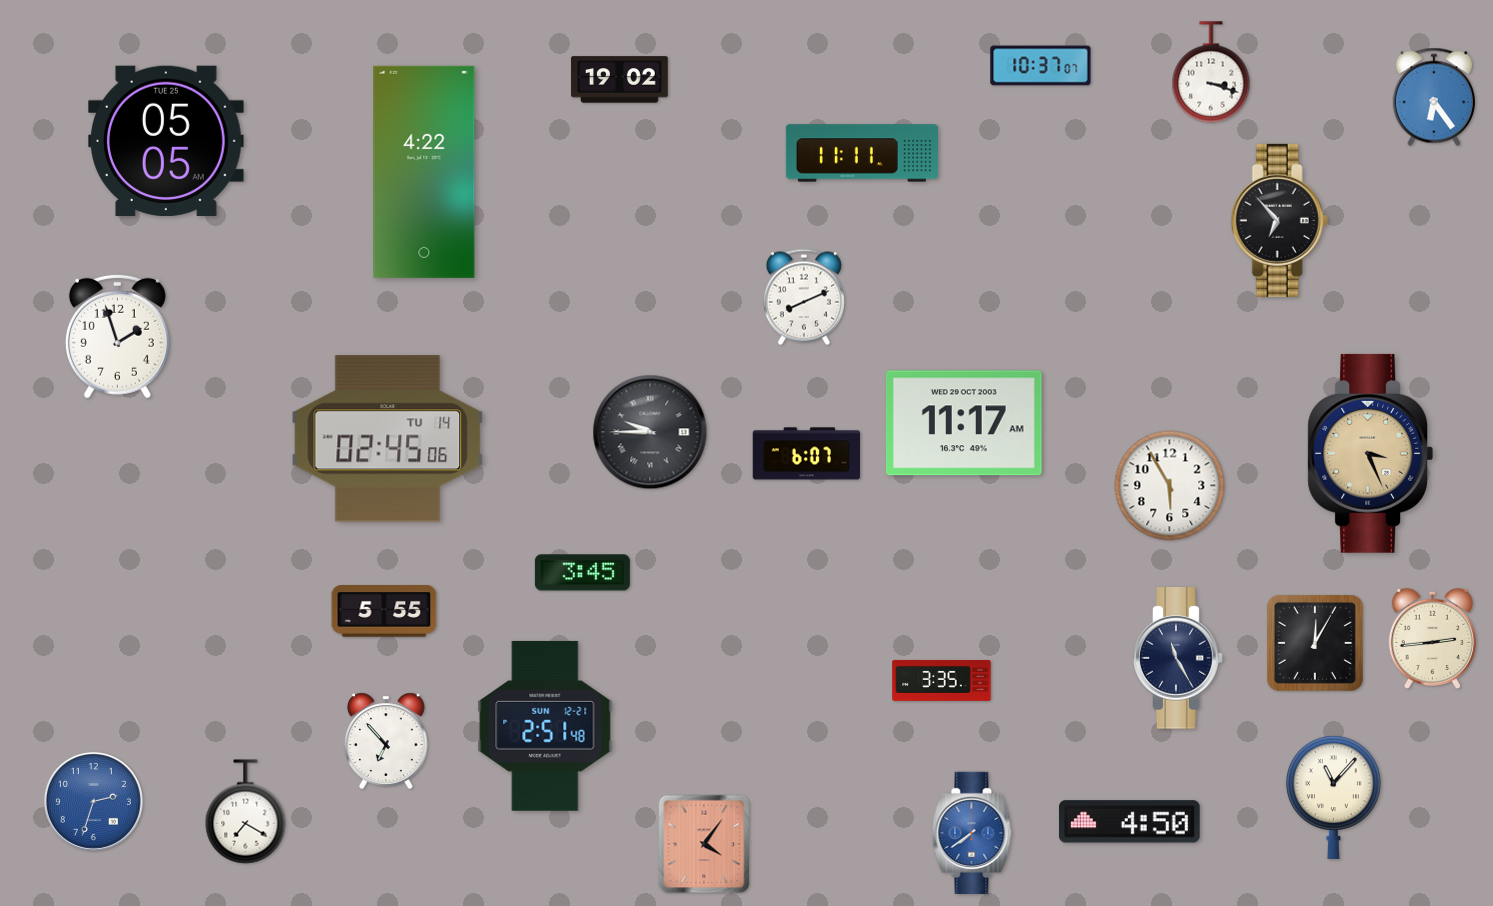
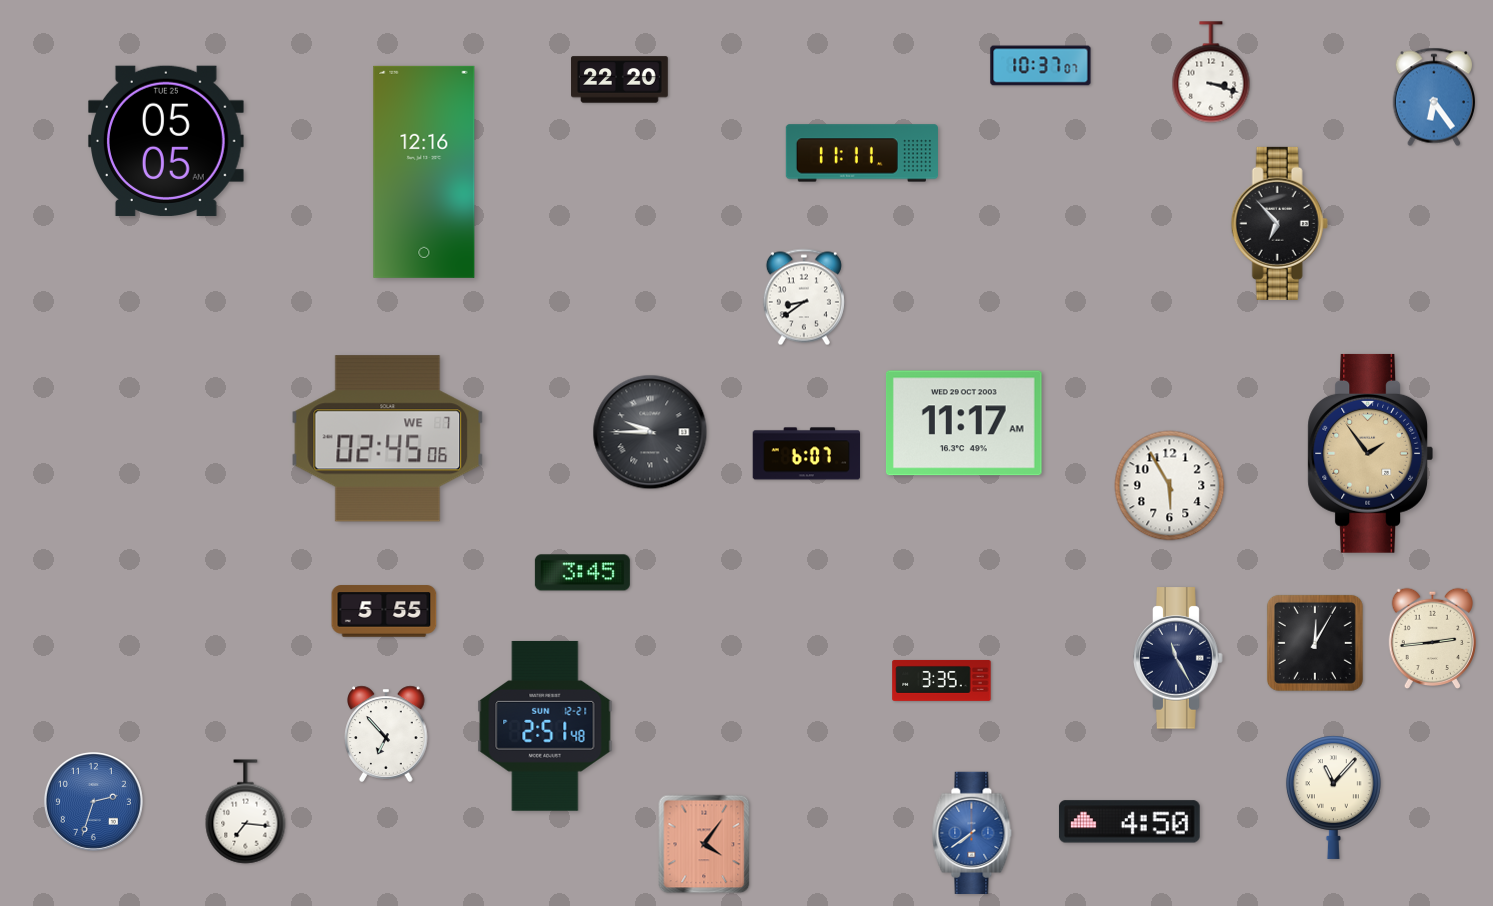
clock at (620, 80): 19:02 -> 22:20
clock at (424, 172): 4:22 -> 12:16
clock at (1279, 220) position: (1279, 220) -> (1279, 223)
clock at (804, 297): 8:11 -> 8:39
clock at (117, 336): 1:57 -> none
clock at (388, 439) date: TU 14 -> WE 7
clock at (1370, 453): 3:26 -> 1:54
clock at (386, 741) position: (386, 741) -> (386, 734)
clock at (246, 812): 7:20 -> 7:16
